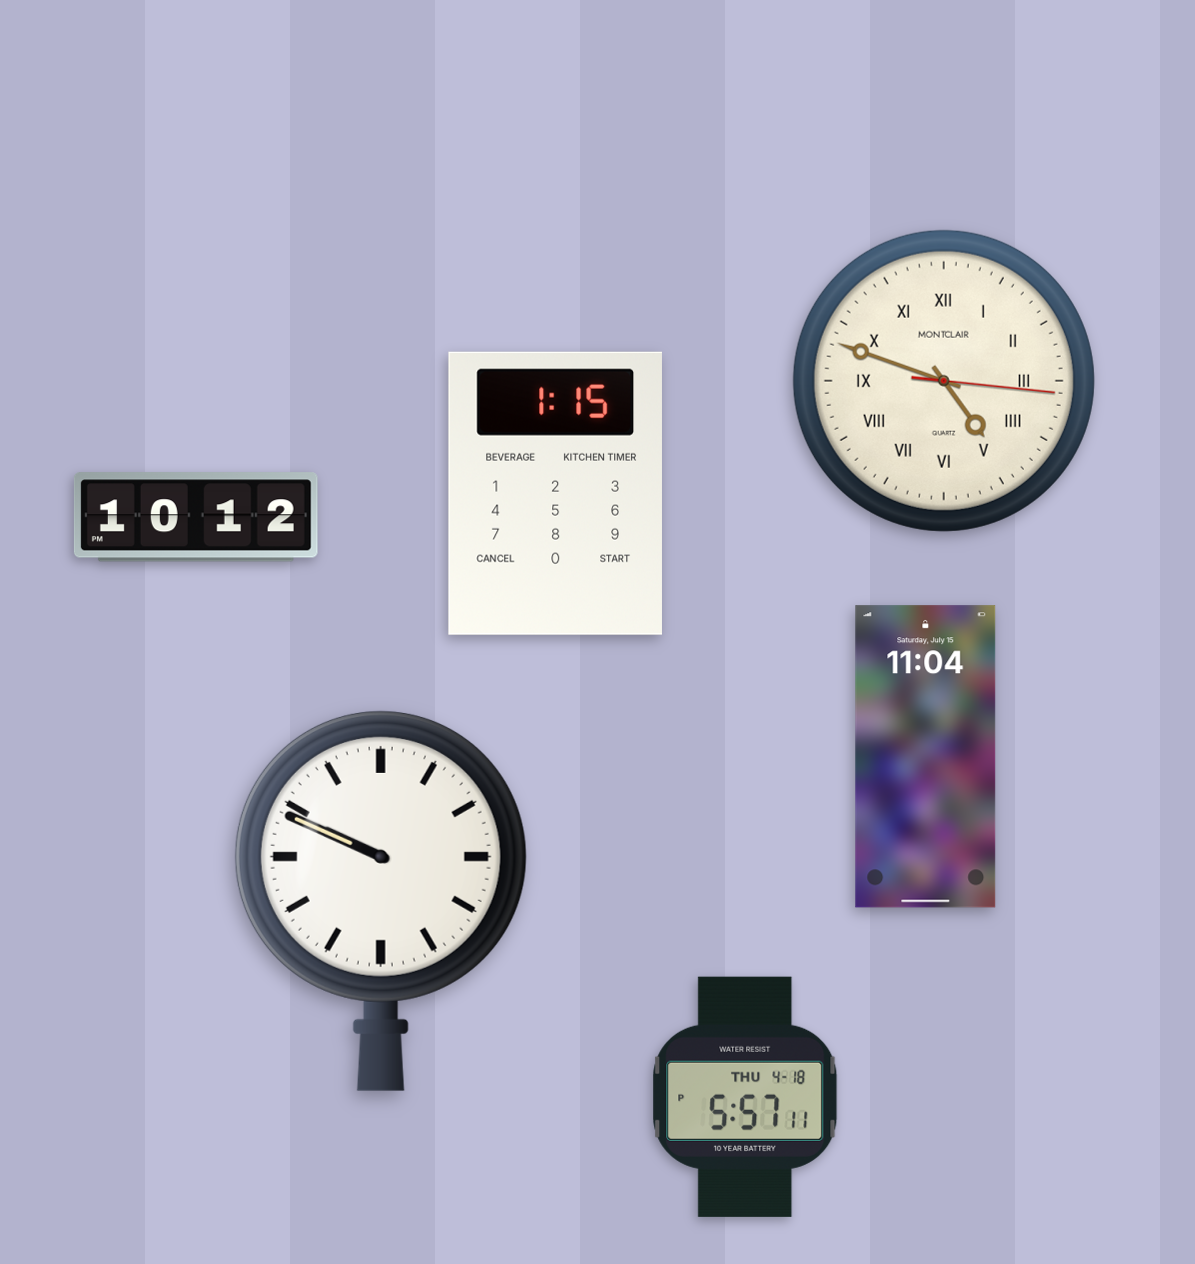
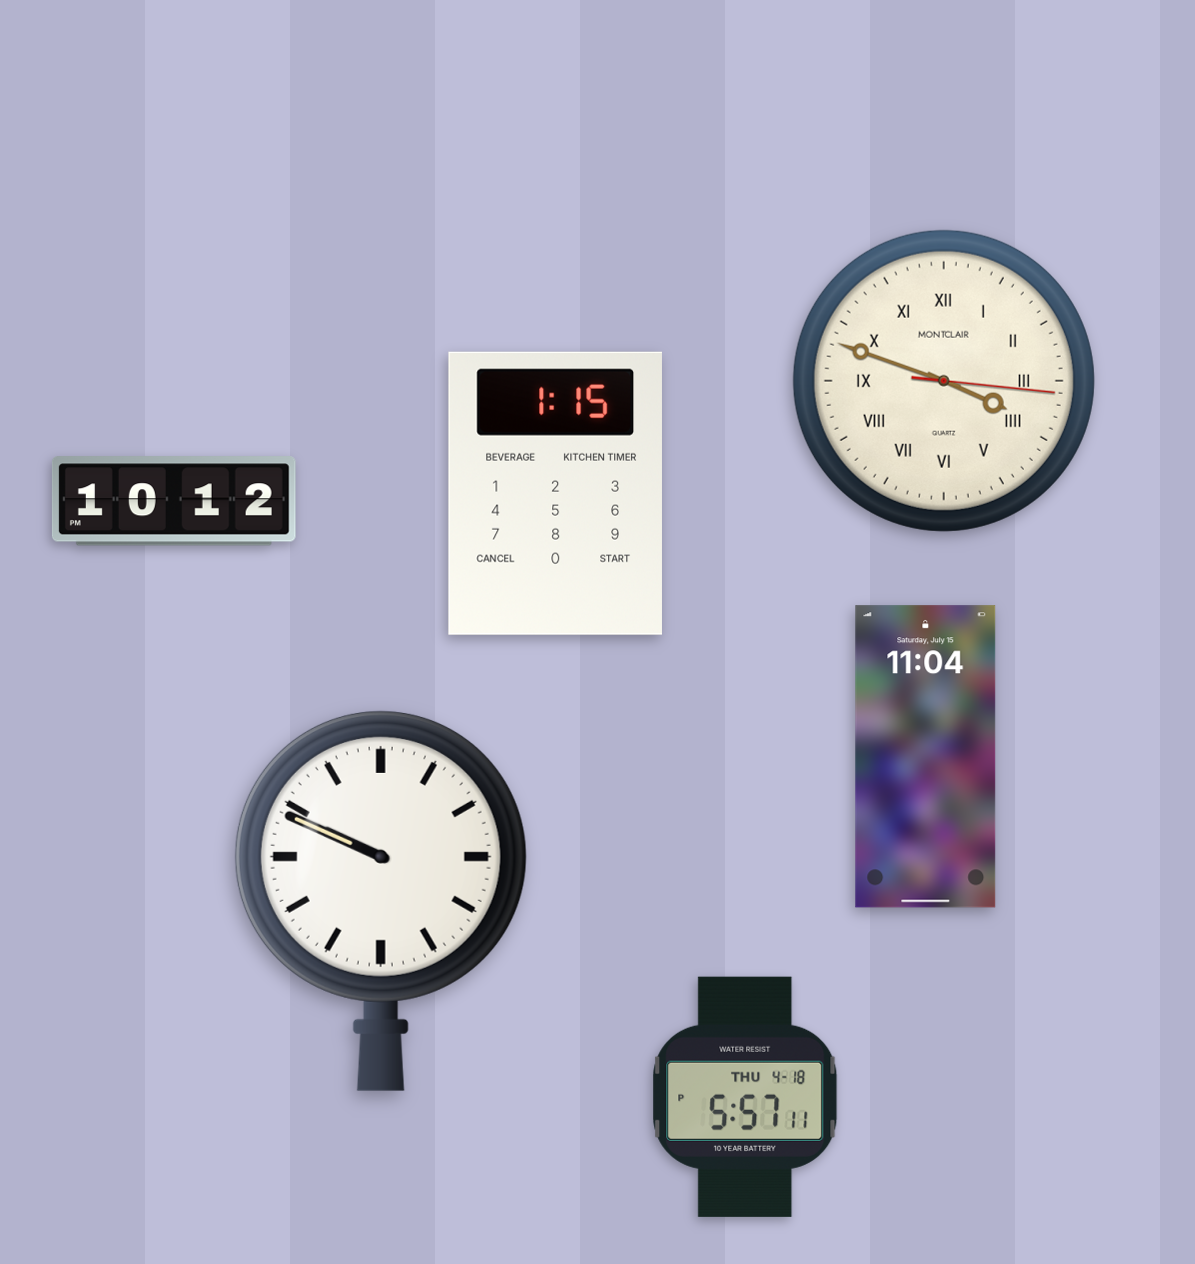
clock at (944, 381): 4:48 -> 3:48
clock at (196, 517) position: (196, 517) -> (174, 501)
